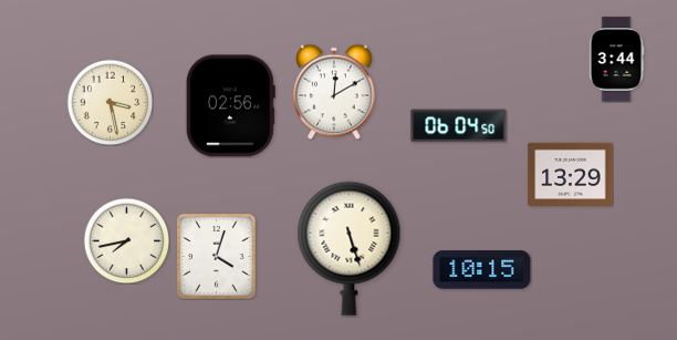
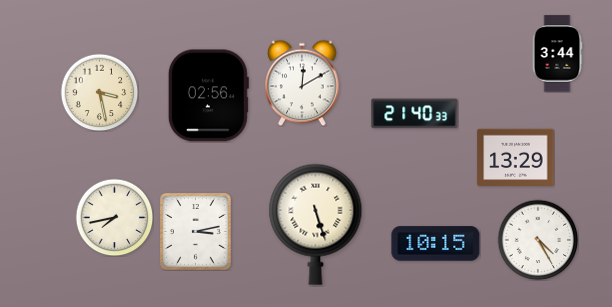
clock at (459, 126): 06:04 -> 21:40
clock at (217, 257): 4:03 -> 3:13
clock at (538, 240): none -> 4:25
